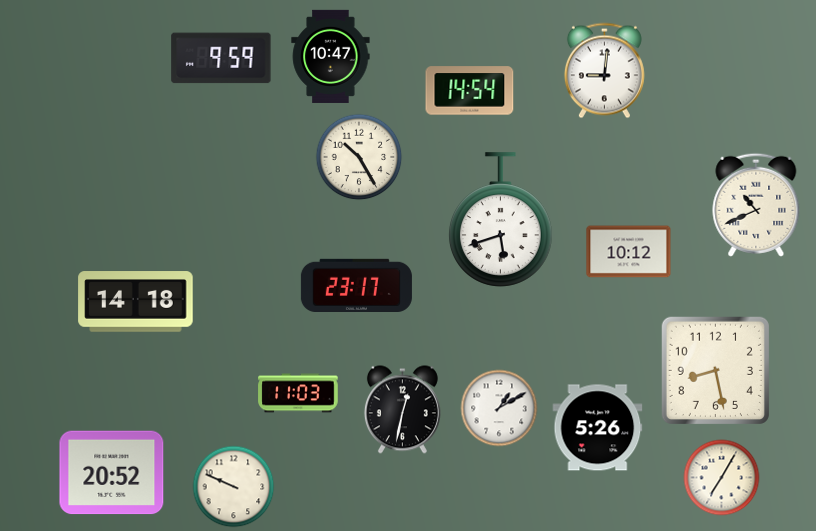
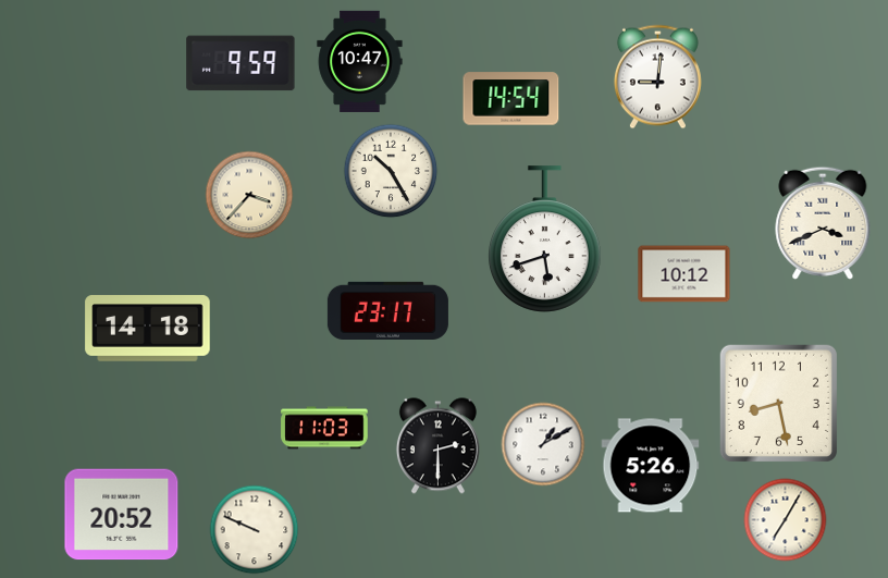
clock at (249, 195): none -> 3:37
clock at (756, 205): 10:41 -> 3:41
clock at (402, 410): 12:32 -> 2:30
